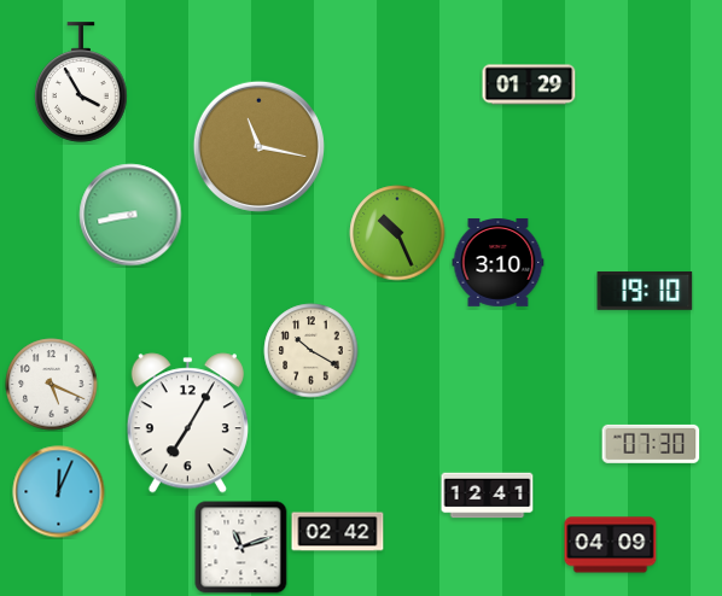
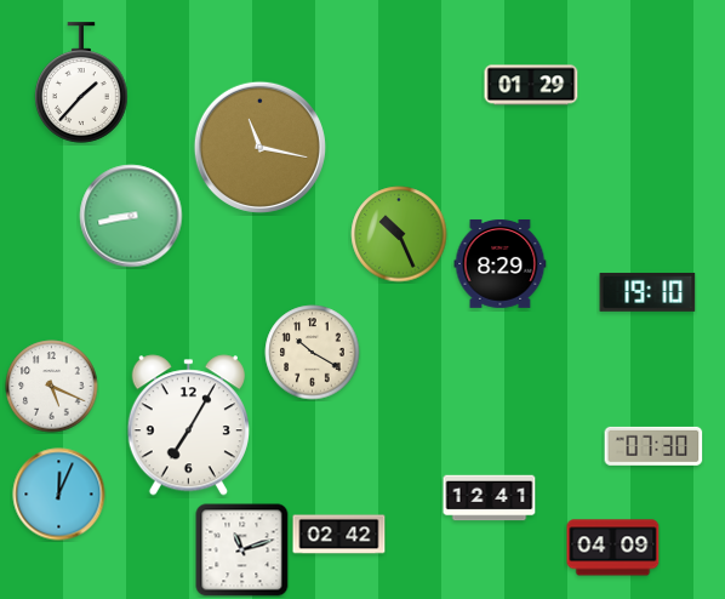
clock at (81, 82): 3:55 -> 1:37
clock at (499, 262): 3:10 -> 8:29
